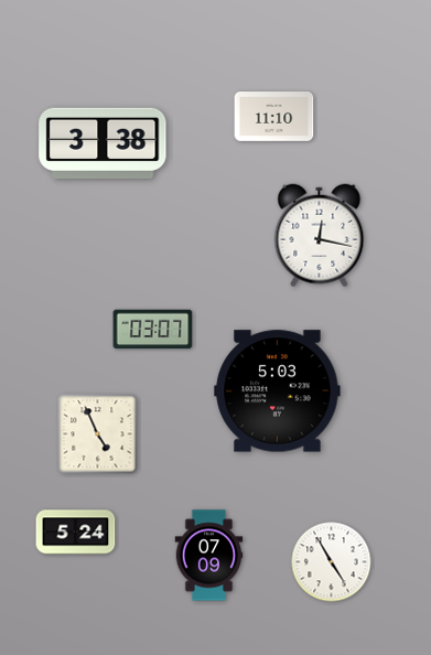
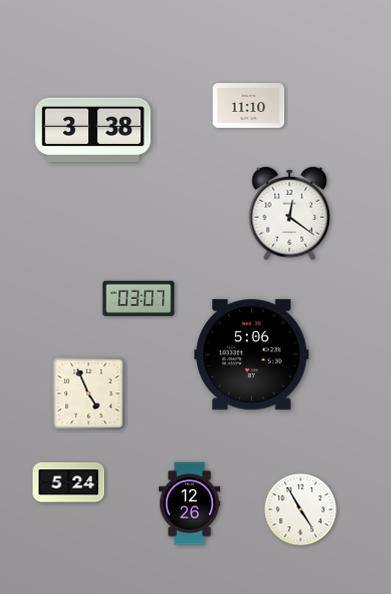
clock at (320, 236): 12:17 -> 12:21
clock at (278, 391): 5:03 -> 5:06
clock at (209, 556): 07:09 -> 12:26
